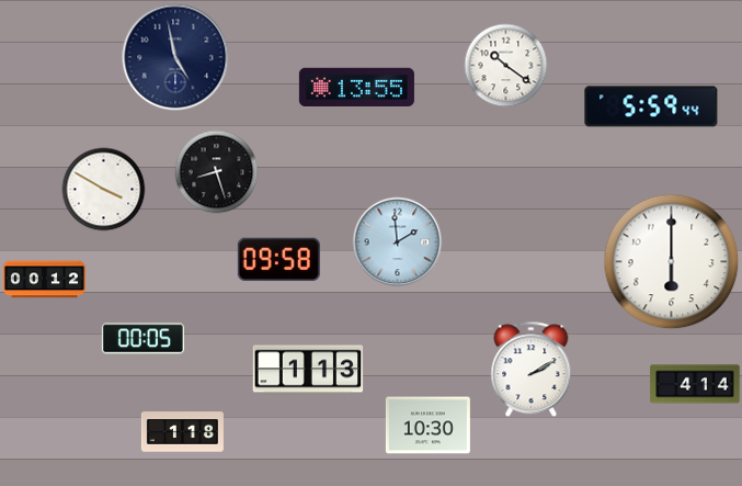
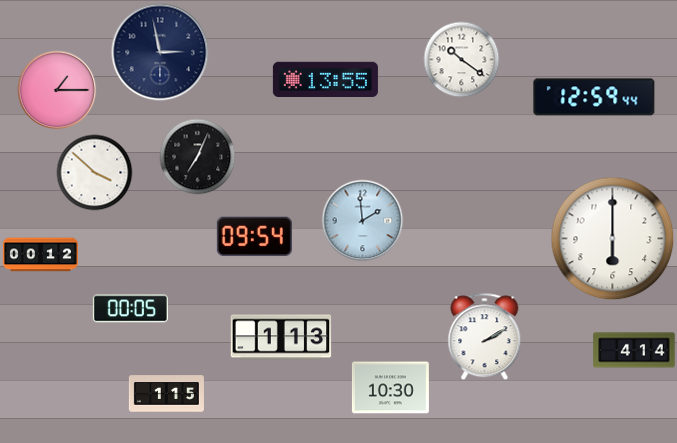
clock at (175, 57): 4:58 -> 2:58
clock at (57, 90): none -> 1:15
clock at (651, 106): 5:59 -> 12:59
clock at (217, 172): 8:27 -> 7:04
clock at (104, 190): 3:50 -> 3:52
clock at (278, 260): 09:58 -> 09:54
clock at (182, 432): 1:18 -> 1:15
